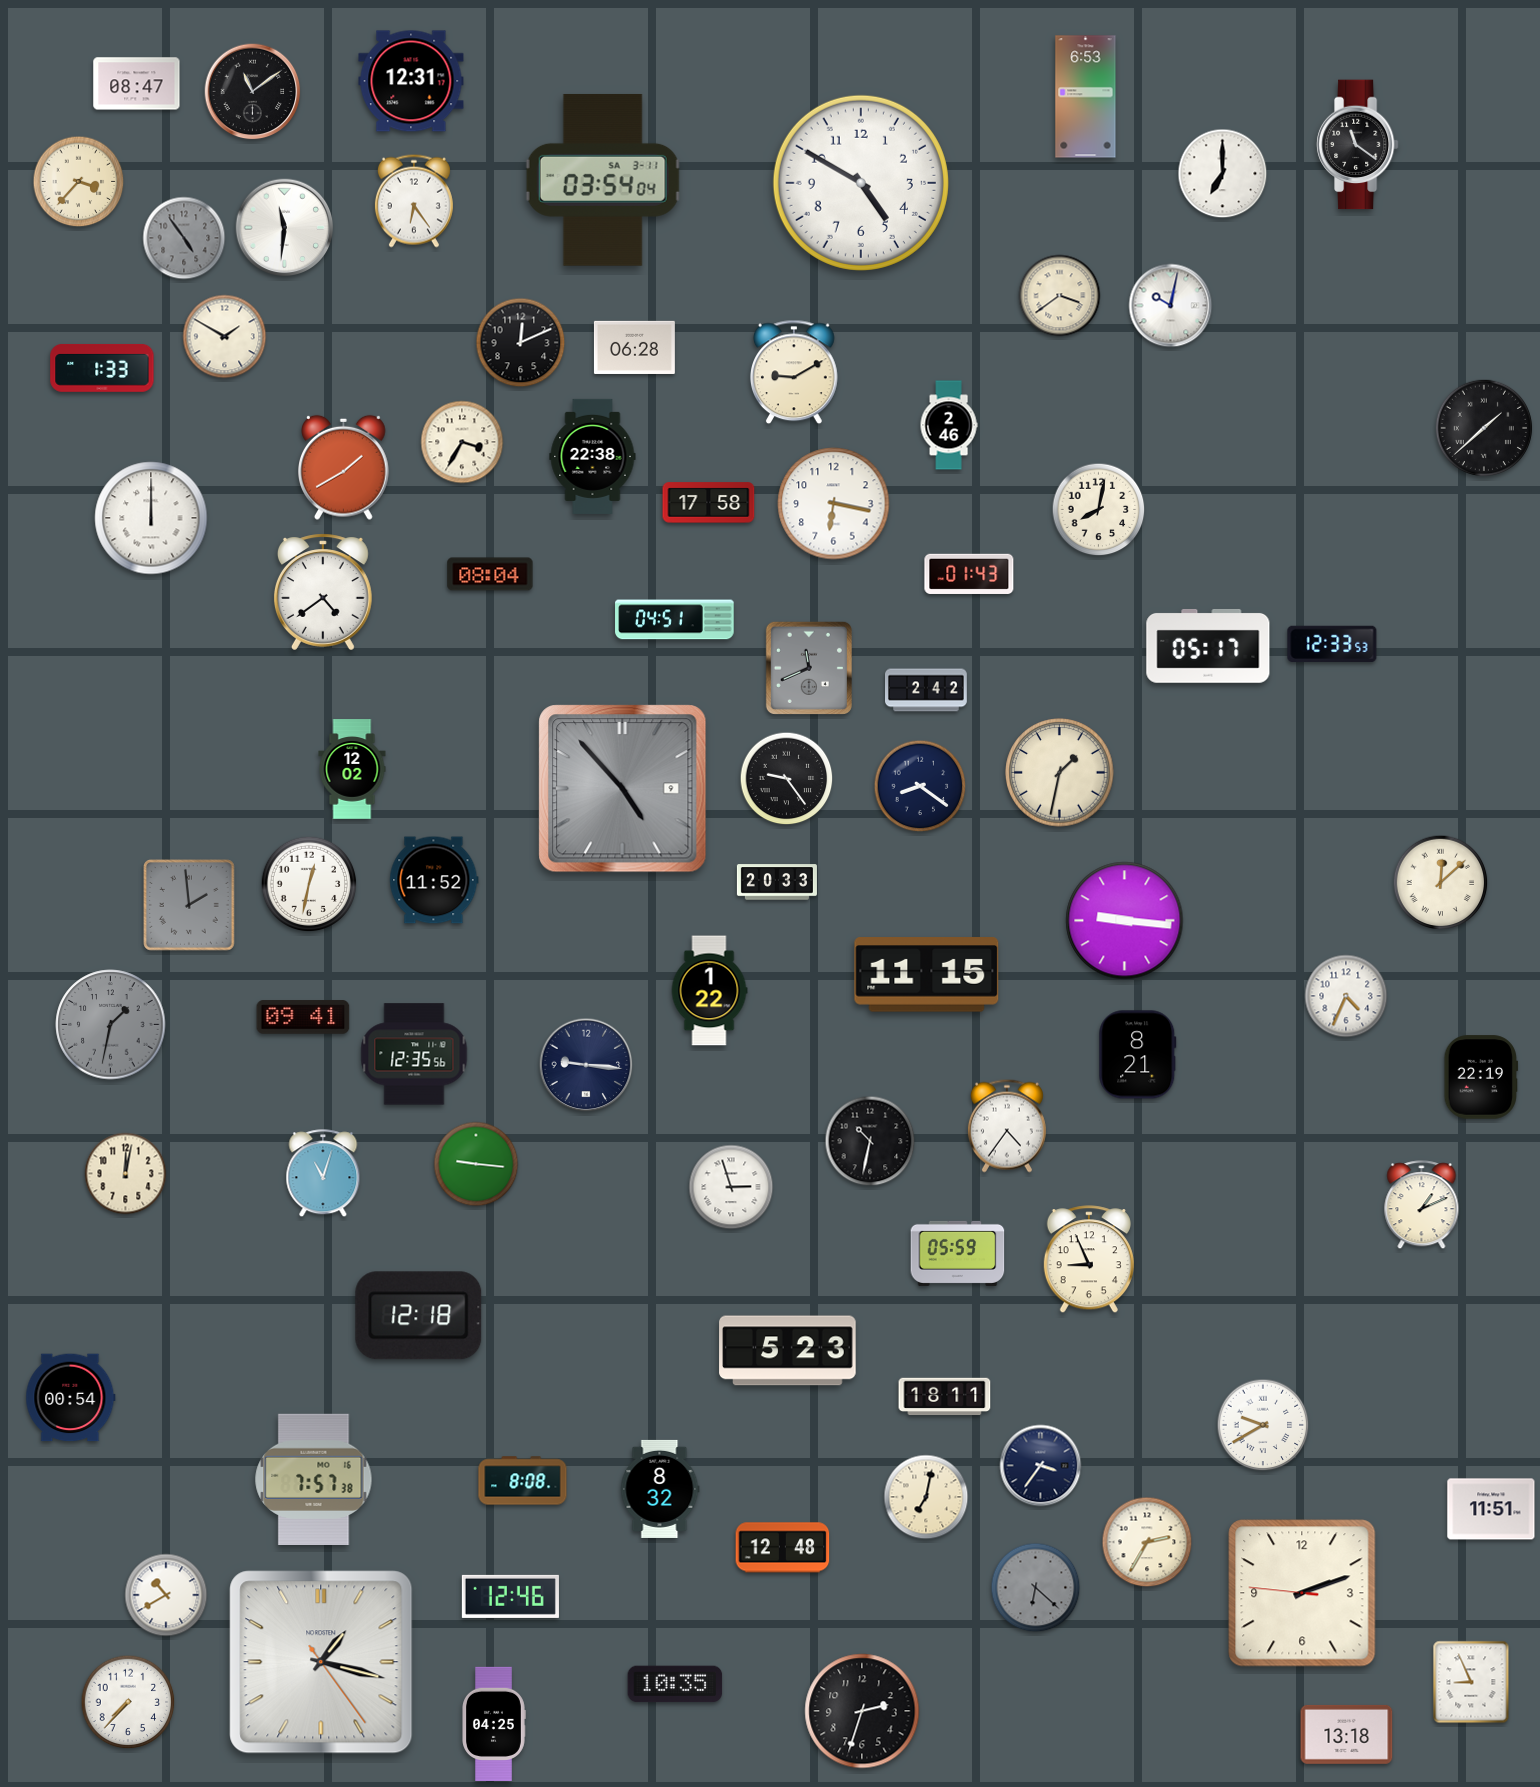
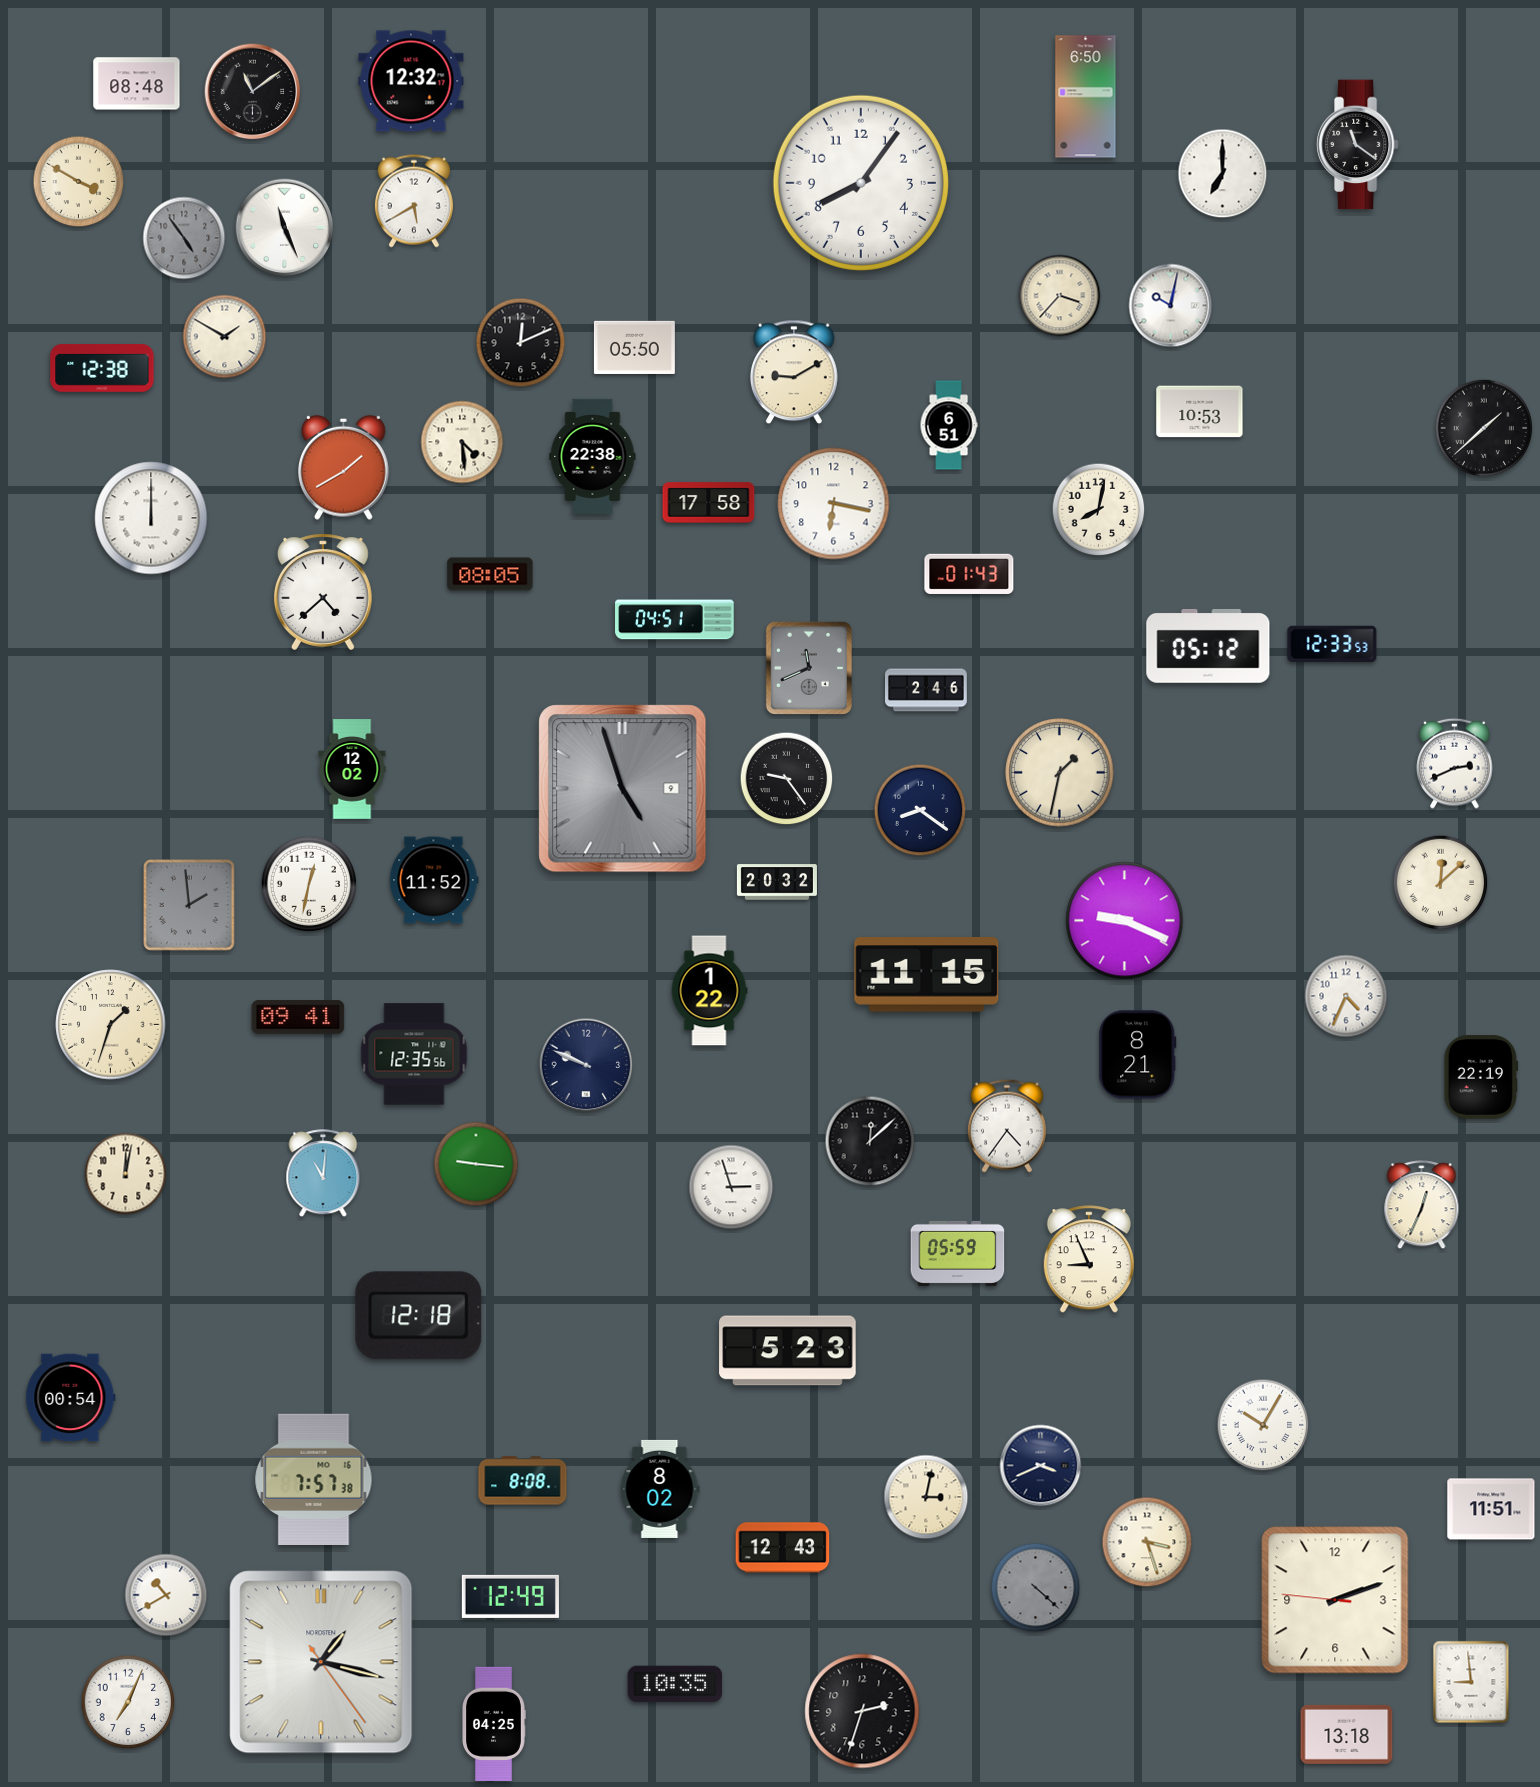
clock at (411, 81): 12:31 -> 12:32
clock at (137, 84): 08:47 -> 08:48
clock at (1086, 97): 6:53 -> 6:50
clock at (603, 180): 03:54 -> none
clock at (79, 182): 3:37 -> 3:50
clock at (861, 183): 4:50 -> 8:06
clock at (414, 201): 6:24 -> 5:40
clock at (285, 228): 11:31 -> 11:26
clock at (1060, 296): 3:39 -> 3:37
clock at (634, 347): 06:28 -> 05:50
clock at (102, 368): 1:33 -> 12:38
clock at (1200, 412): none -> 10:53
clock at (949, 425): 2:46 -> 6:51
clock at (462, 442): 3:35 -> 4:29
clock at (490, 574): 08:04 -> 08:05
clock at (323, 592): 4:39 -> 4:38
clock at (1208, 646): 05:17 -> 05:12
clock at (926, 690): 2:42 -> 2:46
clock at (1455, 763): none -> 2:41
clock at (920, 786) position: (920, 786) -> (920, 810)
clock at (623, 789): 4:53 -> 4:57
clock at (777, 882): 20:33 -> 20:32
clock at (1125, 921): 9:16 -> 9:19
clock at (303, 1017) position: (303, 1017) -> (298, 1017)
clock at (111, 1025): 1:32 -> 1:33
clock at (111, 1025) dial: grey -> cream
clock at (586, 1065): 9:16 -> 9:49
clock at (870, 1141): 10:32 -> 12:08
clock at (323, 1174): 11:03 -> 11:01
clock at (1422, 1205): 1:11 -> 12:34
clock at (945, 1397): 18:11 -> none
clock at (1263, 1425): 9:40 -> 10:05
clock at (1041, 1466): 3:36 -> 3:41
clock at (660, 1489): 8:32 -> 8:02
clock at (926, 1497): 7:02 -> 3:02
clock at (1147, 1542): 2:35 -> 3:27
clock at (783, 1548): 12:48 -> 12:43
clock at (1036, 1588): 6:22 -> 4:22
clock at (1302, 1593) position: (1302, 1593) -> (1335, 1600)
clock at (510, 1596): 12:46 -> 12:49
clock at (1471, 1682): 8:56 -> 8:59
clock at (128, 1702): 7:37 -> 7:04
